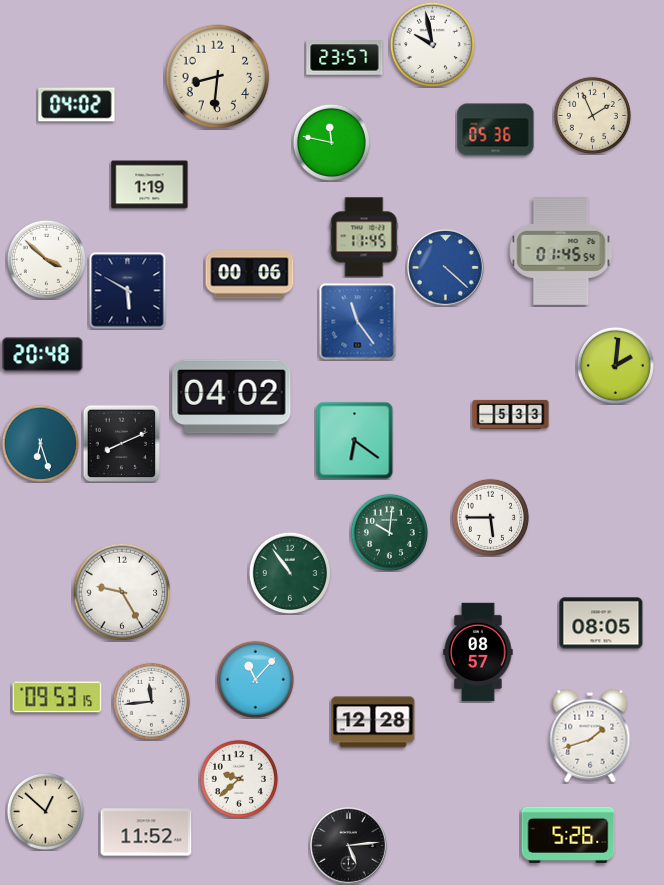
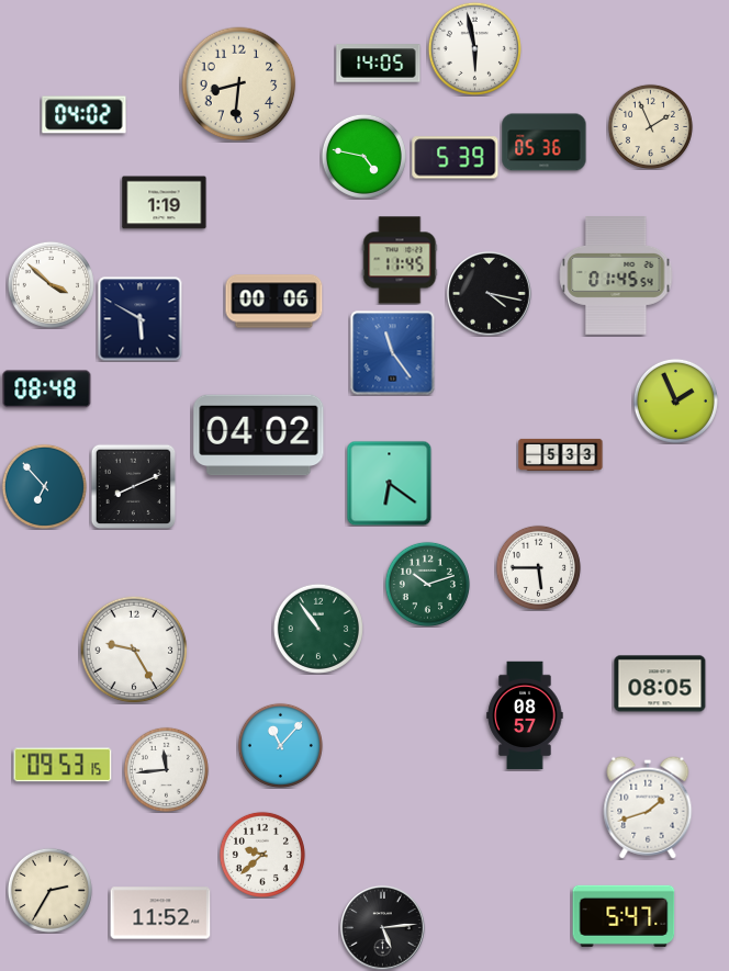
clock at (432, 44): 9:58 -> 5:58
clock at (345, 58): 23:57 -> 14:05
clock at (331, 142): 11:47 -> 4:47
clock at (456, 158): none -> 5:39
clock at (446, 268): 4:22 -> 4:17
clock at (446, 268) dial: blue -> black
clock at (43, 355): 20:48 -> 08:48
clock at (615, 365): 2:01 -> 1:56
clock at (232, 397) position: (232, 397) -> (259, 436)
clock at (40, 443): 6:27 -> 6:53
clock at (389, 532): 10:01 -> 10:12
clock at (373, 722): 12:28 -> none
clock at (45, 811): 12:52 -> 2:35
clock at (568, 835): 5:26 -> 5:47
